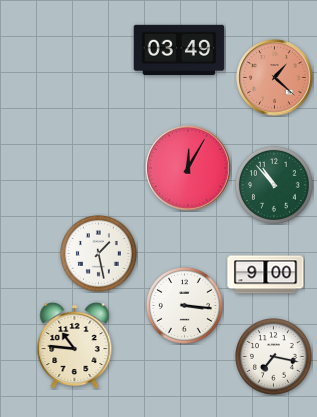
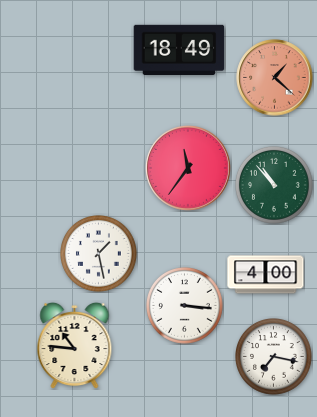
clock at (179, 49): 03:49 -> 18:49
clock at (188, 168): 12:05 -> 11:36
clock at (266, 275): 9:00 -> 4:00
